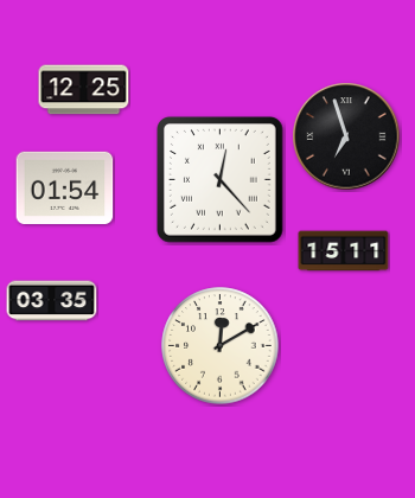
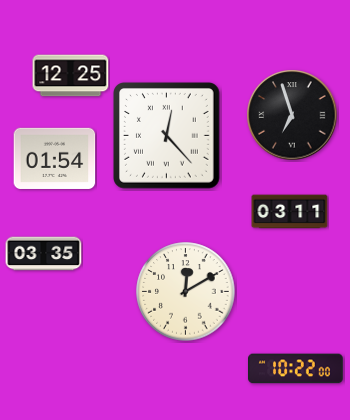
clock at (221, 180) position: (221, 180) -> (167, 136)
clock at (344, 251): 15:11 -> 03:11
clock at (296, 369): none -> 10:22
